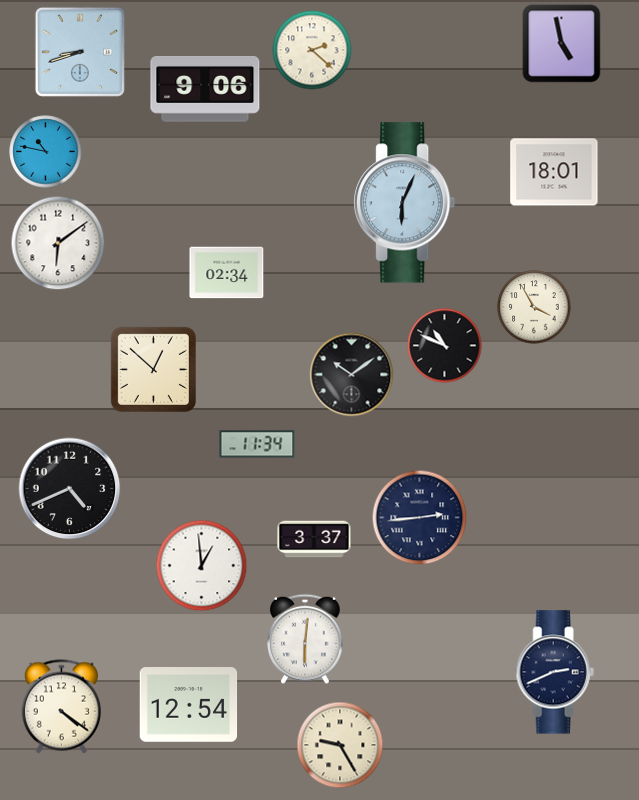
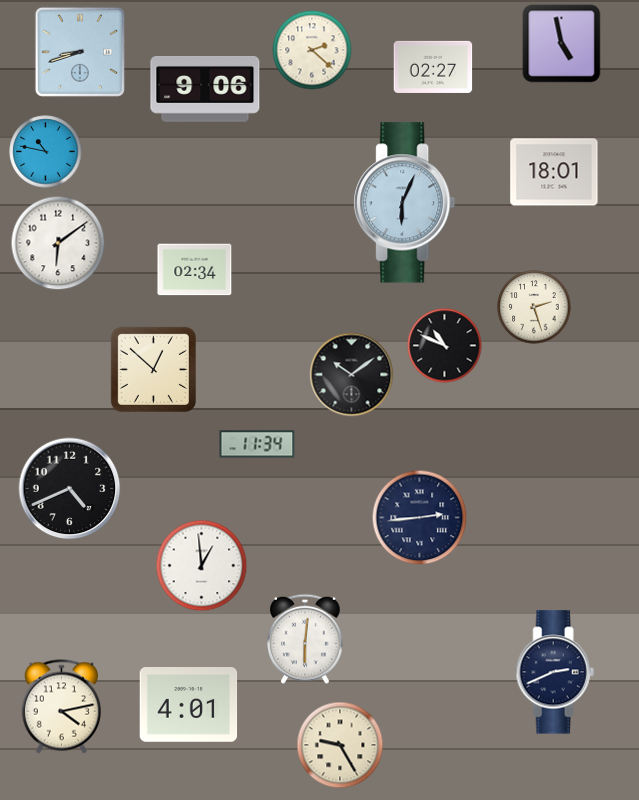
clock at (433, 67): none -> 02:27
clock at (227, 273) position: (227, 273) -> (195, 270)
clock at (534, 307): 3:55 -> 2:27
clock at (314, 539): 3:37 -> none
clock at (189, 705): 12:54 -> 4:01
clock at (61, 707): 4:21 -> 4:13
